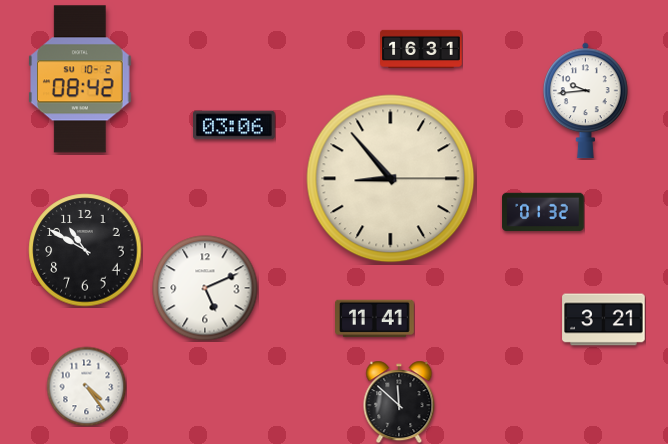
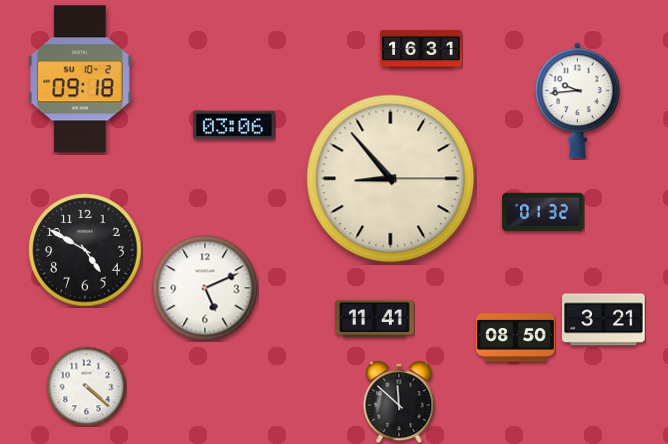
clock at (81, 79): 08:42 -> 09:18
clock at (585, 101) position: (585, 101) -> (577, 101)
clock at (85, 250): 10:50 -> 4:50
clock at (515, 338): none -> 08:50
clock at (86, 386): 4:24 -> 4:22
